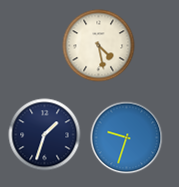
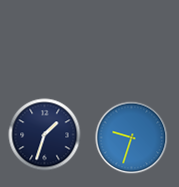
clock at (99, 46): 4:28 -> none
clock at (127, 138) position: (127, 138) -> (132, 138)
